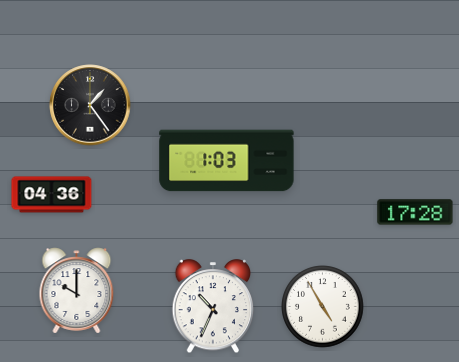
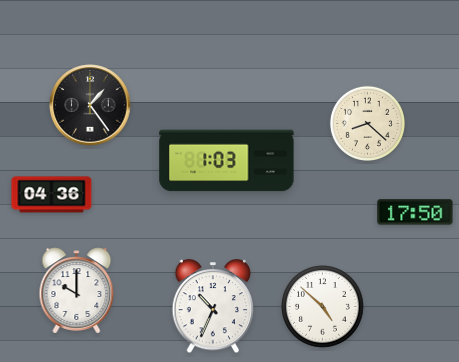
clock at (367, 123): none -> 8:22
clock at (415, 212): 17:28 -> 17:50
clock at (323, 307): 4:55 -> 4:52
